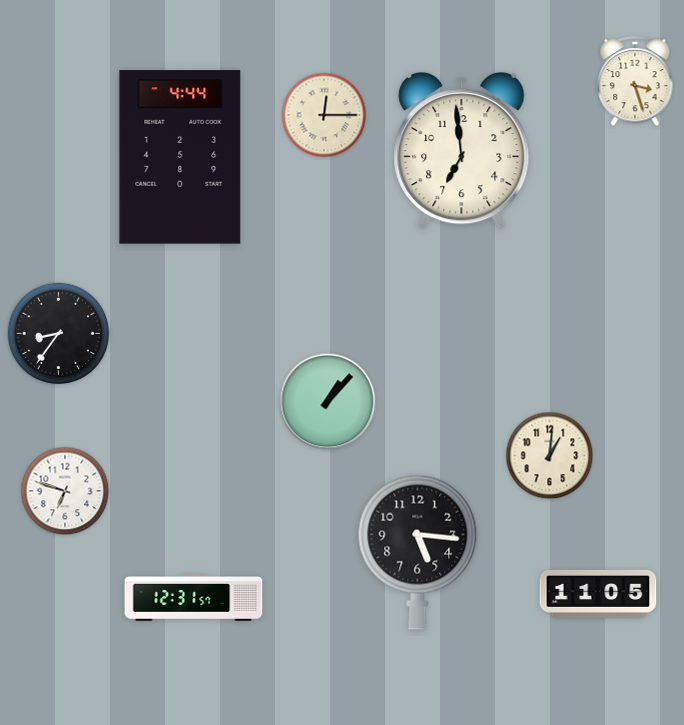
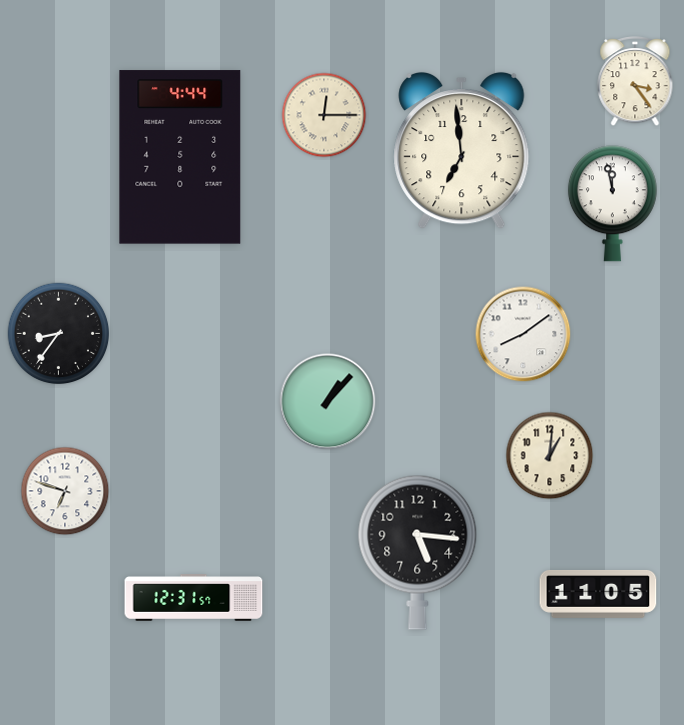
clock at (635, 82): 3:27 -> 3:24
clock at (612, 204): none -> 11:58
clock at (523, 334): none -> 8:09
